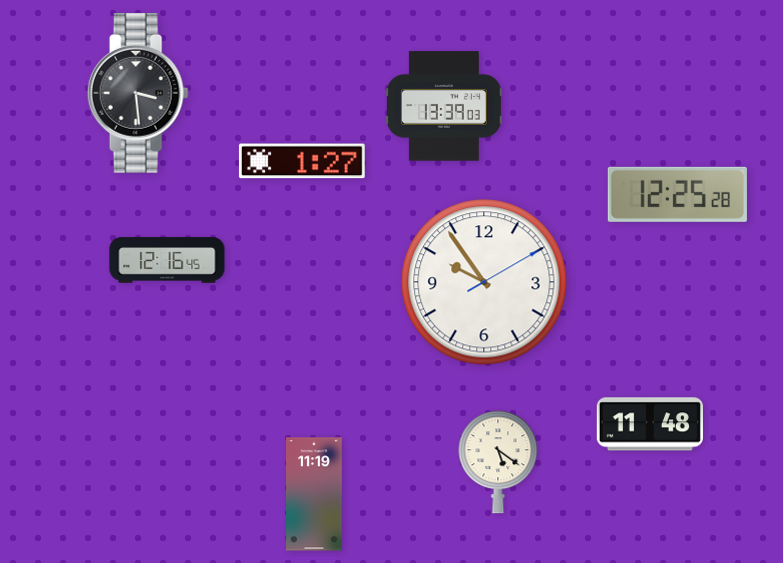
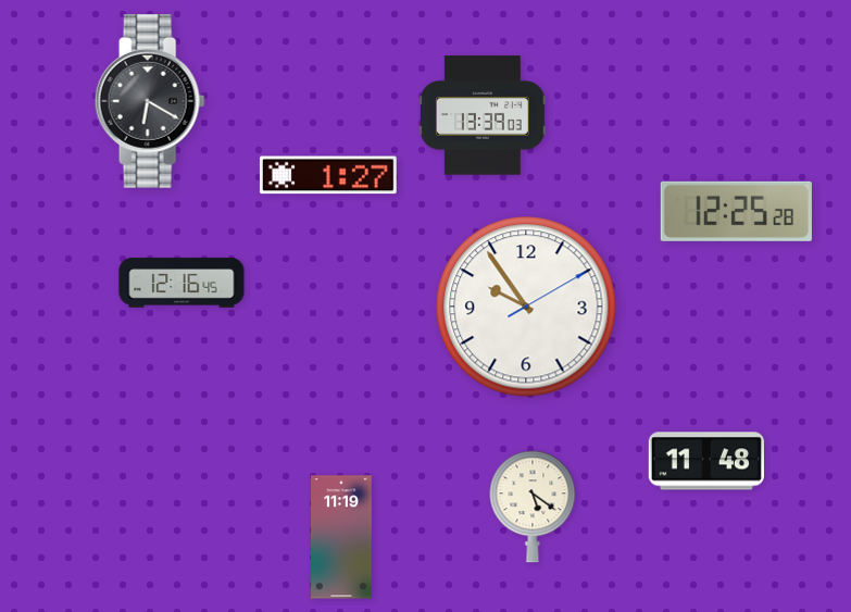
clock at (138, 94): 3:29 -> 6:20
clock at (498, 462) position: (498, 462) -> (533, 507)
